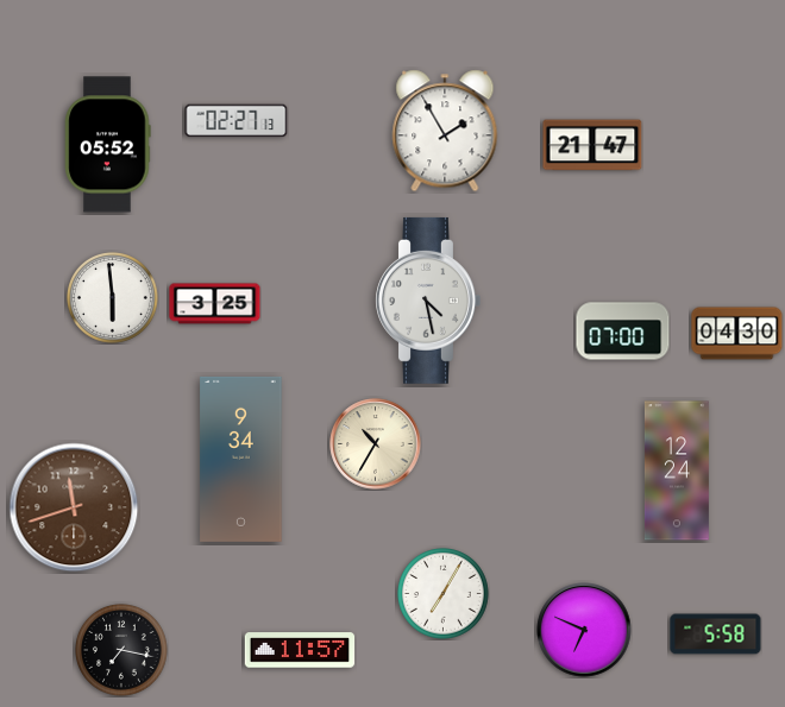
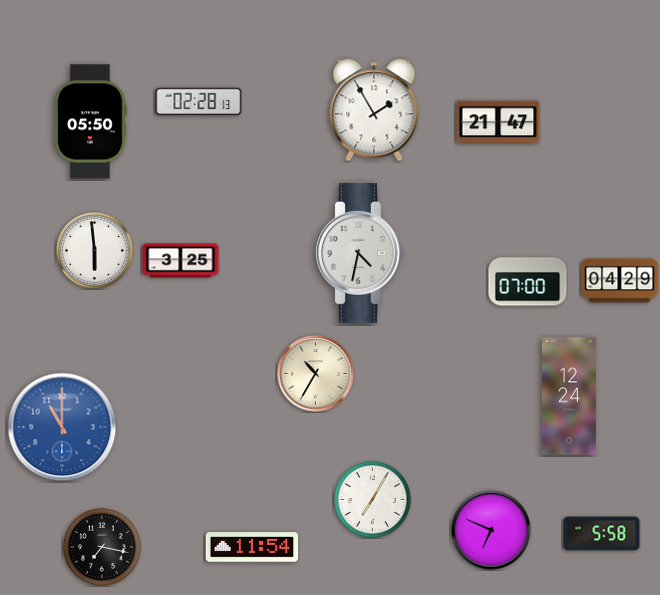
clock at (237, 121): 02:27 -> 02:28
clock at (108, 145): 05:52 -> 05:50
clock at (428, 301): 4:28 -> 4:32
clock at (215, 304) position: (215, 304) -> (181, 261)
clock at (623, 332) position: (623, 332) -> (528, 282)
clock at (737, 334): 04:30 -> 04:29
clock at (241, 459): 9:34 -> none
clock at (74, 507): 11:42 -> 11:00
clock at (74, 507) dial: brown -> blue
clock at (300, 650): 11:57 -> 11:54
